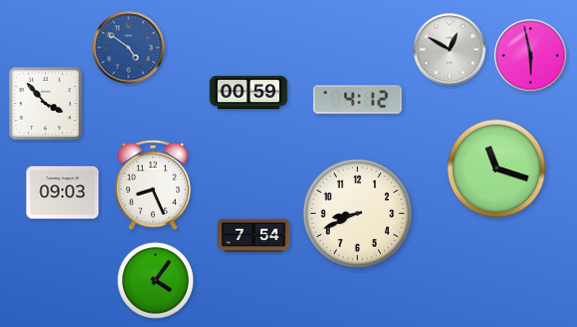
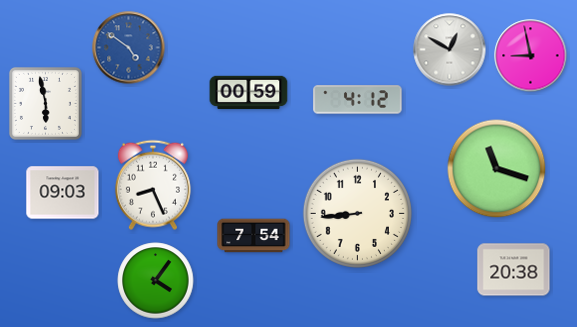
clock at (531, 56): 5:58 -> 8:58
clock at (45, 103): 3:53 -> 5:58
clock at (357, 213): 8:41 -> 8:44
clock at (514, 270): none -> 20:38
